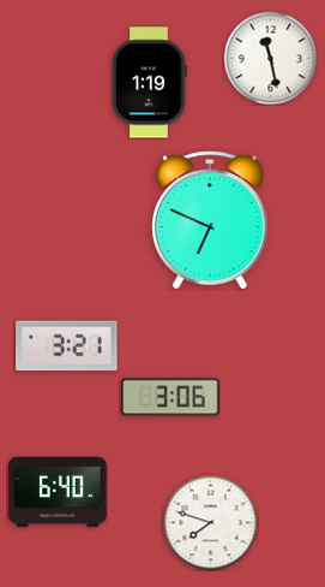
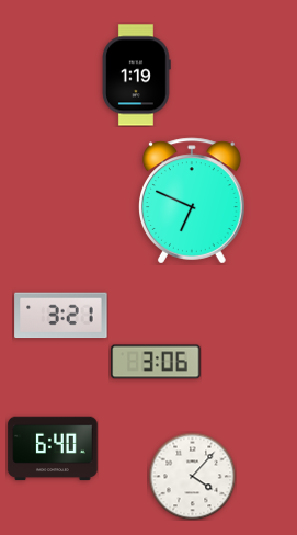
clock at (270, 58): 11:28 -> none
clock at (210, 522): 7:48 -> 4:07
